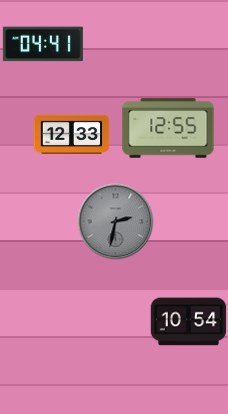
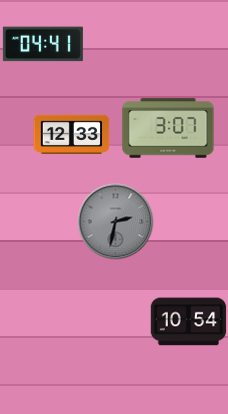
clock at (168, 128): 12:55 -> 3:07
